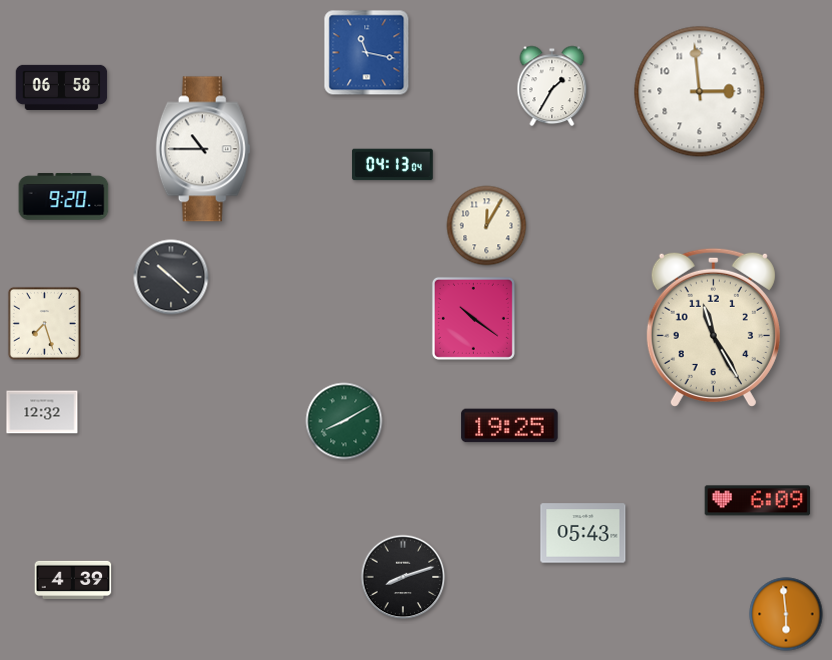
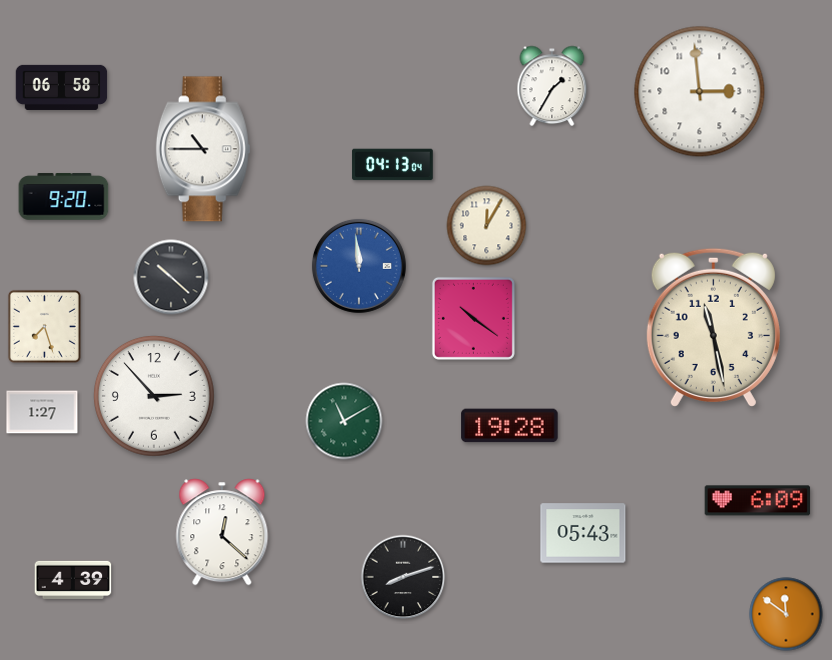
clock at (367, 53): 11:17 -> none
clock at (359, 266): none -> 11:59
clock at (44, 323) position: (44, 323) -> (44, 326)
clock at (713, 327): 11:25 -> 11:28
clock at (155, 397): none -> 2:53
clock at (42, 412): 12:32 -> 1:27
clock at (344, 421): 8:10 -> 11:10
clock at (510, 426): 19:25 -> 19:28
clock at (222, 532): none -> 12:22
clock at (786, 614): 5:59 -> 11:51
